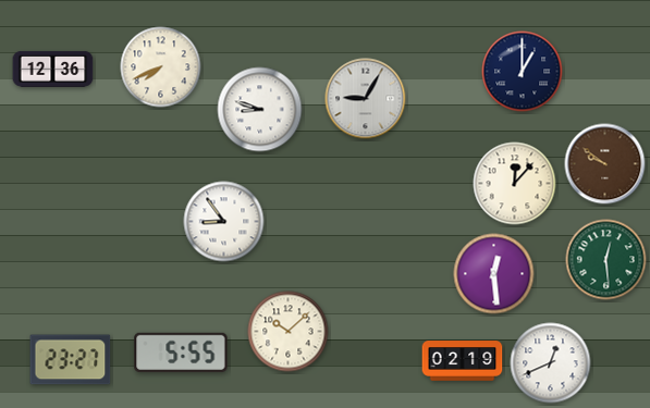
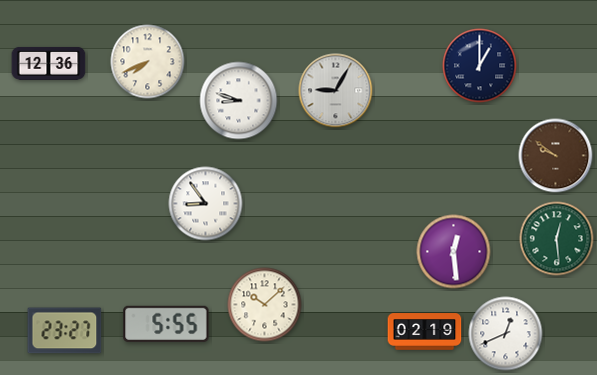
clock at (605, 164) position: (605, 164) -> (556, 156)
clock at (515, 184): 12:07 -> none
